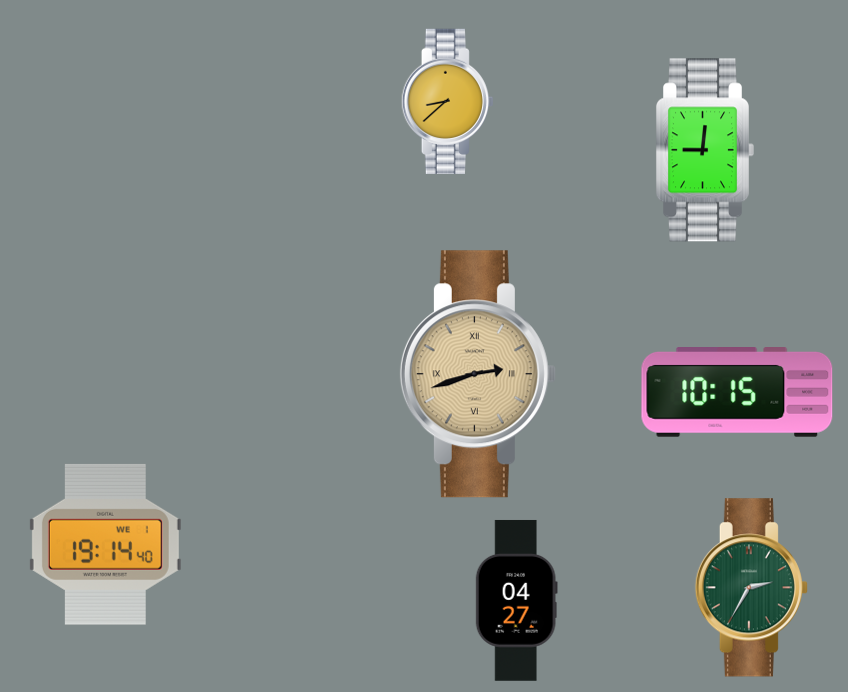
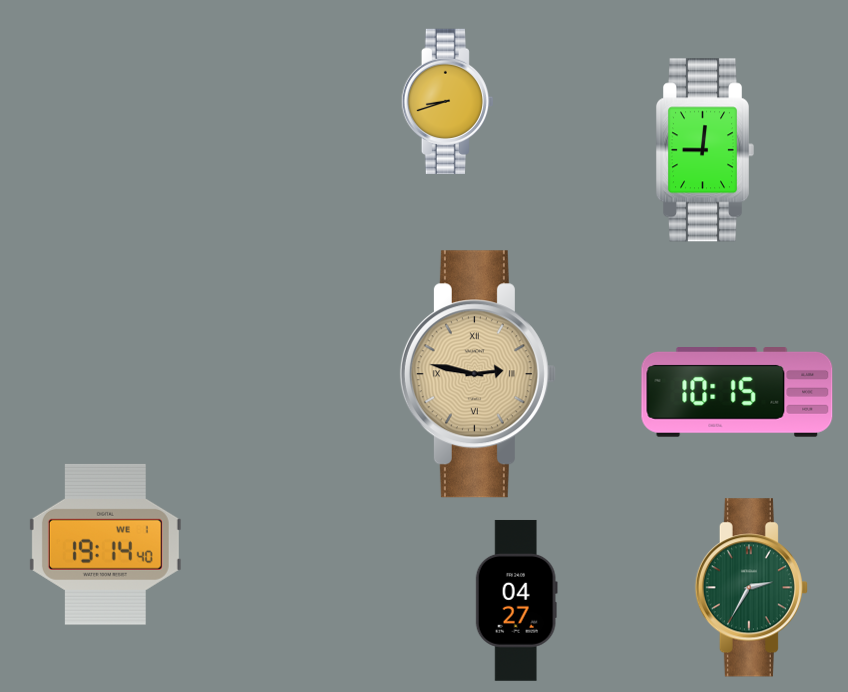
clock at (447, 101): 8:38 -> 8:42
clock at (478, 374): 2:42 -> 2:47
